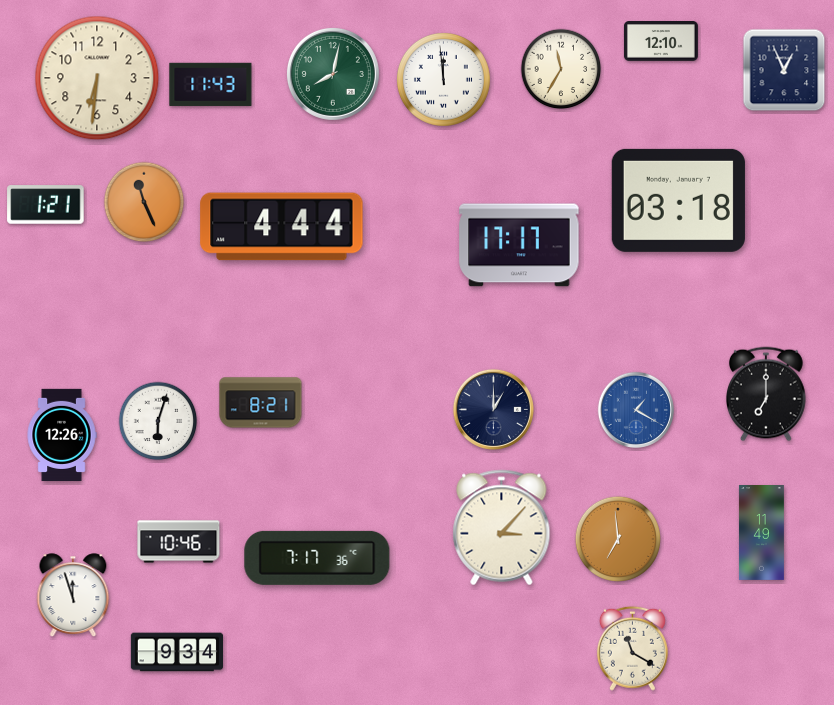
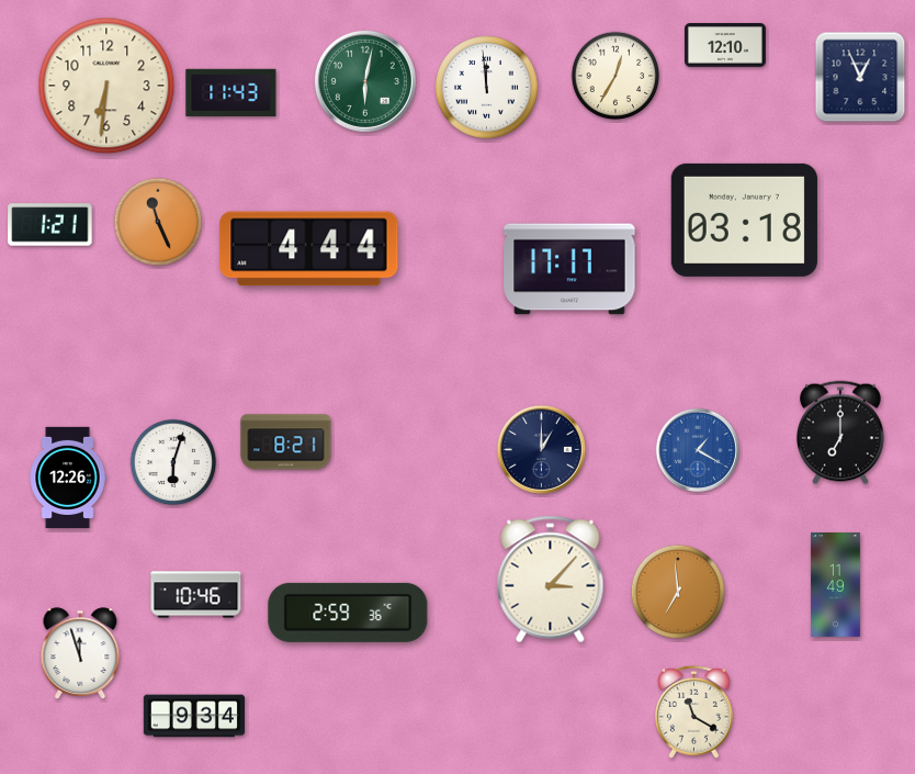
clock at (561, 69): 11:35 -> 12:35
clock at (333, 74): 8:02 -> 6:02
clock at (317, 558): 7:17 -> 2:59
